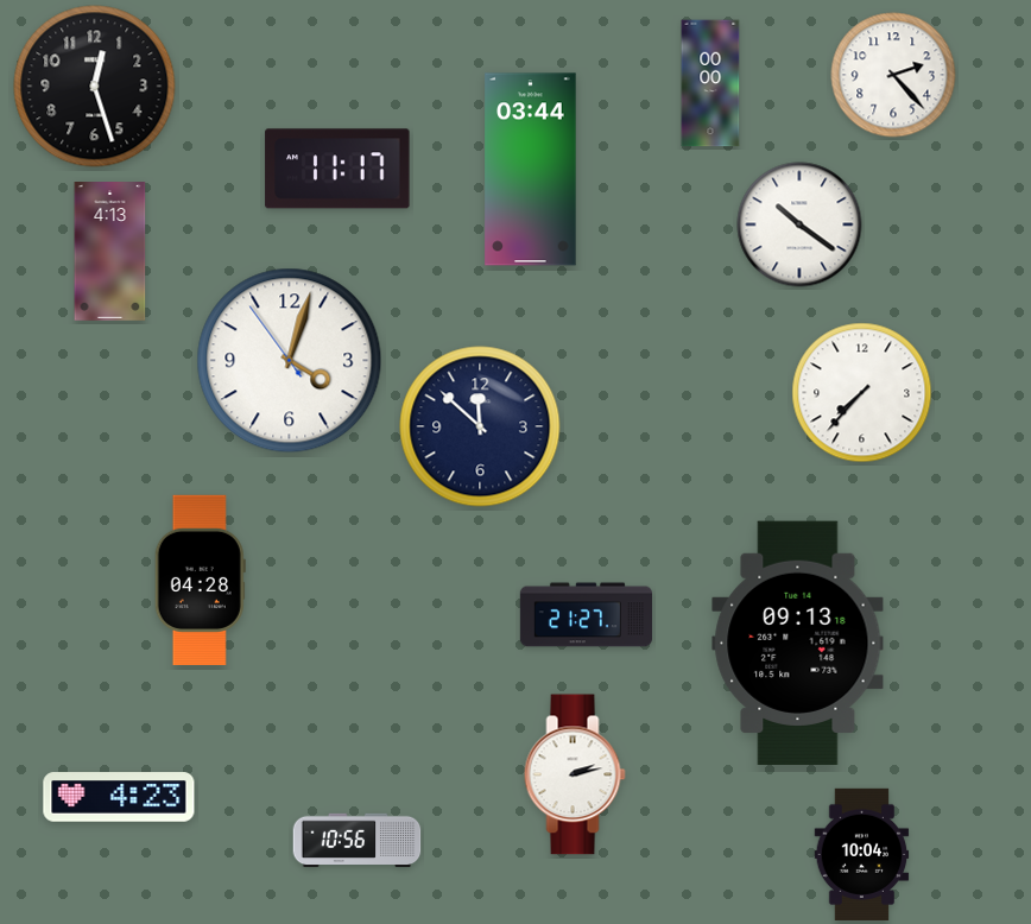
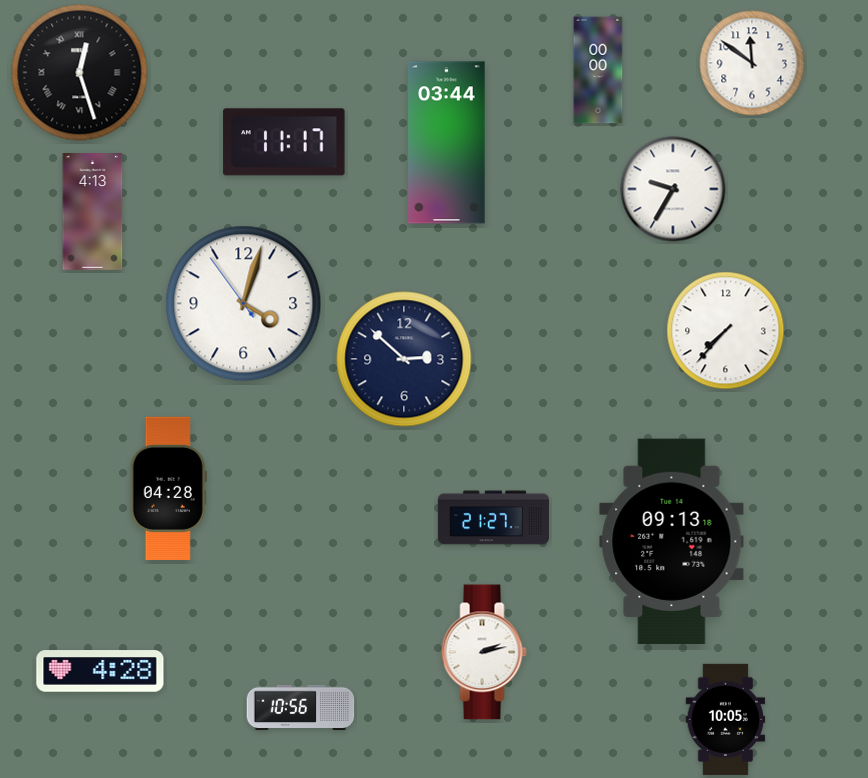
clock at (893, 75): 2:23 -> 11:51
clock at (95, 87) numerals: Arabic -> Roman
clock at (799, 224): 10:21 -> 9:35
clock at (480, 426): 11:52 -> 2:52
clock at (119, 797): 4:23 -> 4:28
clock at (862, 854): 10:04 -> 10:05
